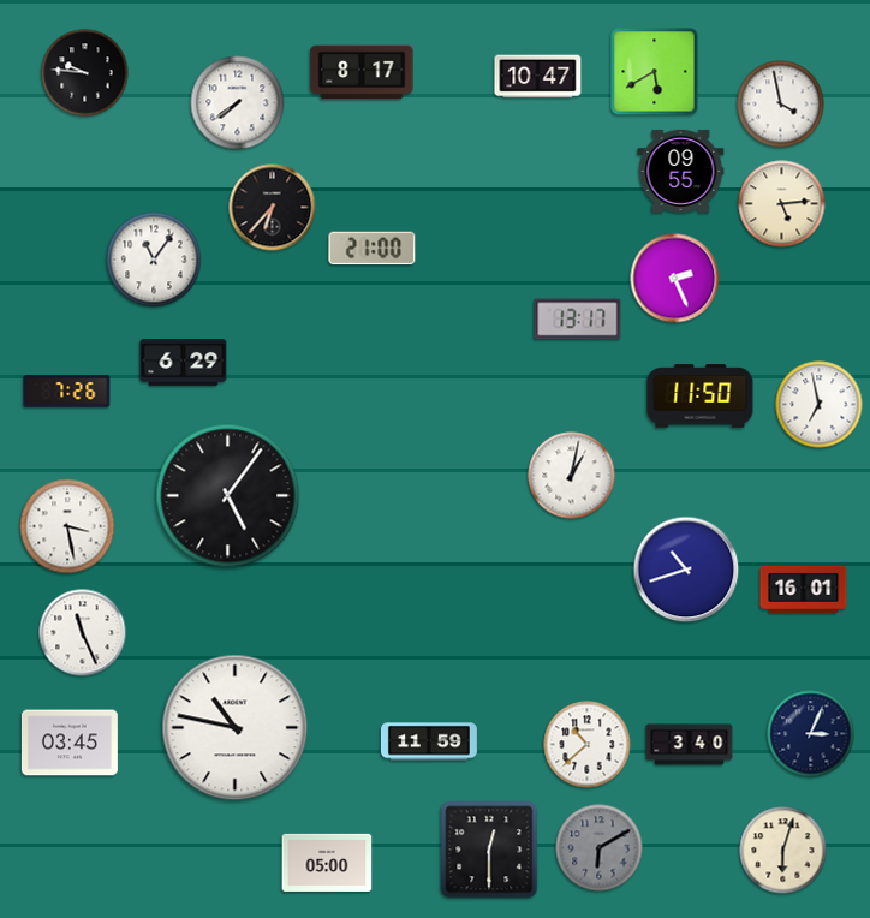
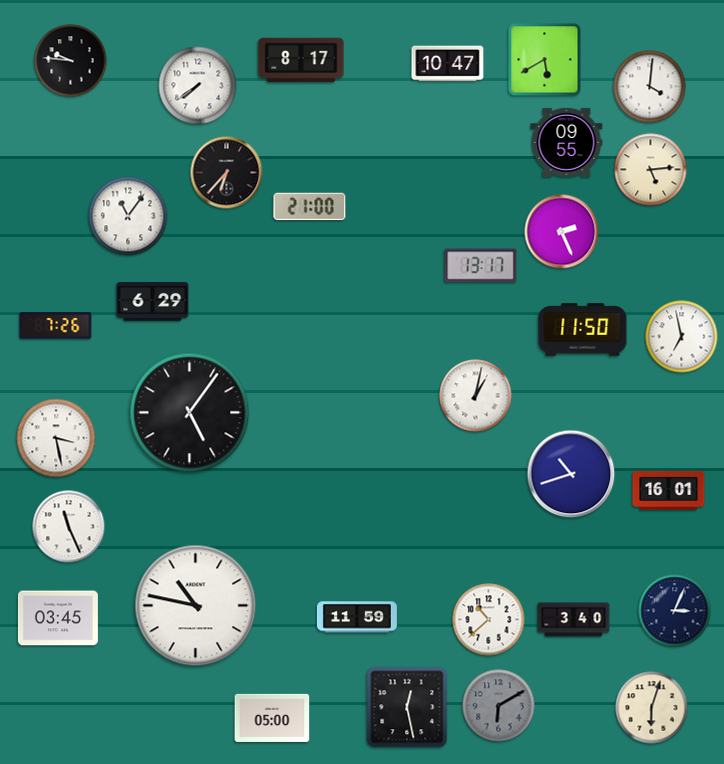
clock at (781, 105): 3:58 -> 4:01
clock at (489, 850): 12:30 -> 12:28
